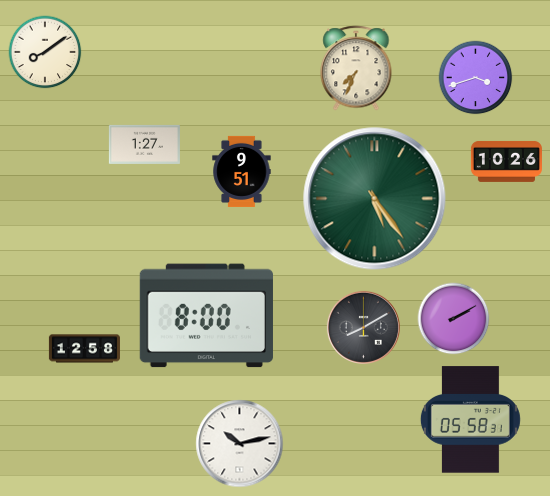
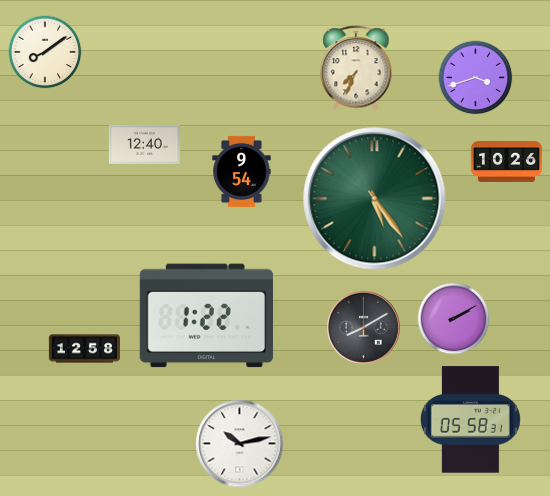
clock at (144, 144): 1:27 -> 12:40
clock at (242, 171): 9:51 -> 9:54
clock at (206, 316): 8:00 -> 1:22
